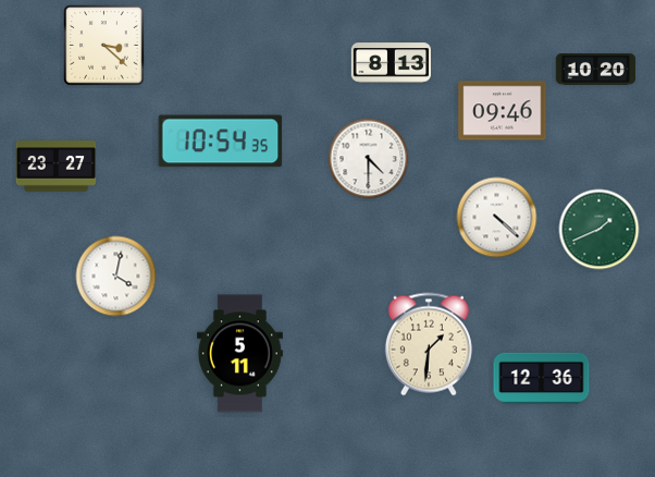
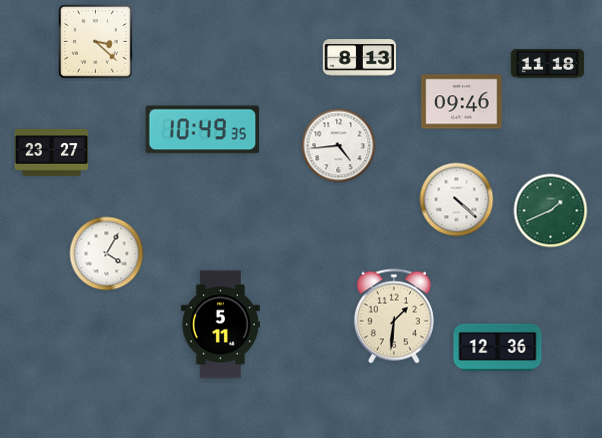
clock at (596, 70): 10:20 -> 11:18
clock at (221, 142): 10:54 -> 10:49
clock at (369, 159): 4:30 -> 4:44
clock at (116, 277): 4:02 -> 4:05
